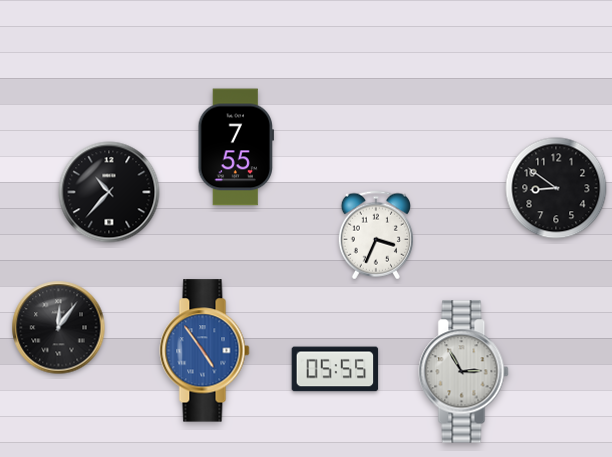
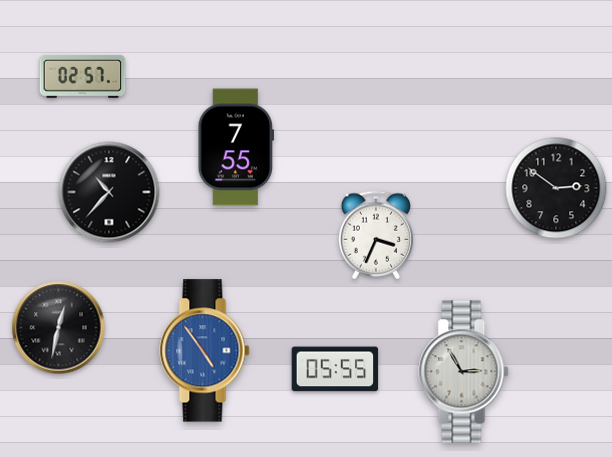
clock at (83, 76): none -> 02:57
clock at (556, 188): 8:51 -> 2:51
clock at (59, 328): 12:06 -> 12:32
